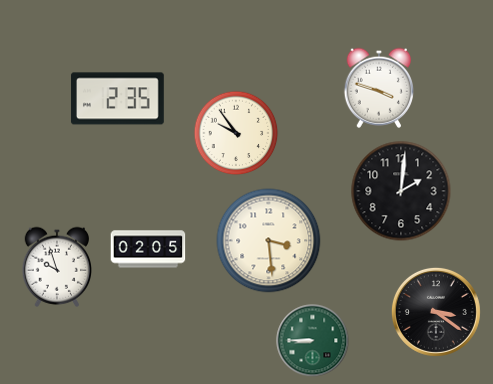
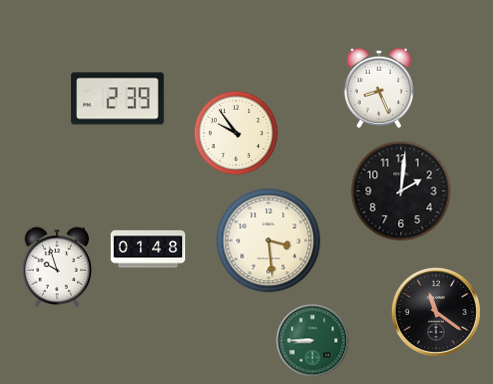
clock at (378, 88): 3:48 -> 8:26
clock at (118, 99): 2:35 -> 2:39
clock at (148, 249): 02:05 -> 01:48
clock at (436, 312): 3:21 -> 11:21
